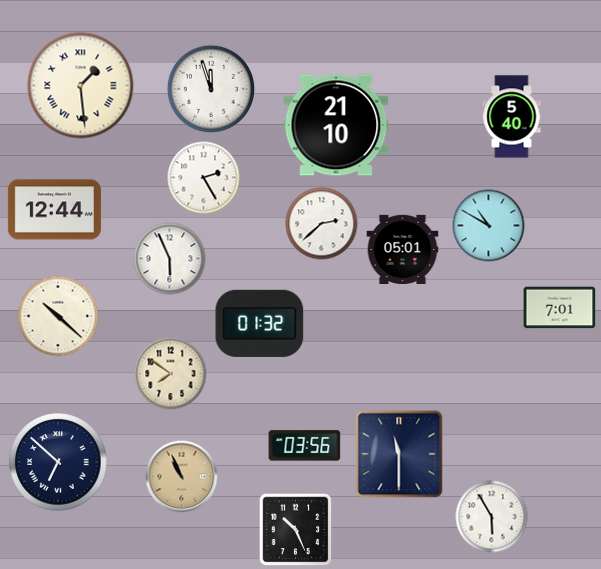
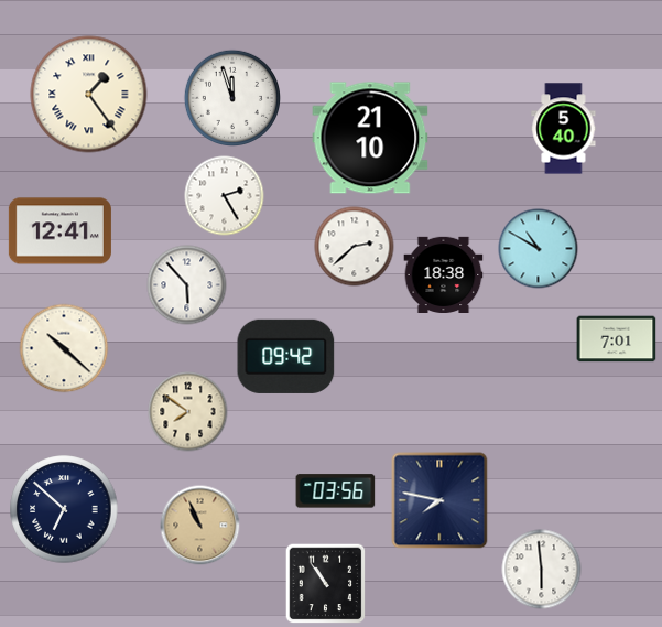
clock at (81, 86): 1:29 -> 1:24
clock at (54, 210): 12:44 -> 12:41
clock at (403, 250): 05:01 -> 18:38
clock at (170, 259): 5:56 -> 5:53
clock at (260, 323): 01:32 -> 09:42
clock at (399, 454): 11:30 -> 7:47
clock at (492, 517): 5:55 -> 5:59
clock at (296, 530): 10:26 -> 10:54
